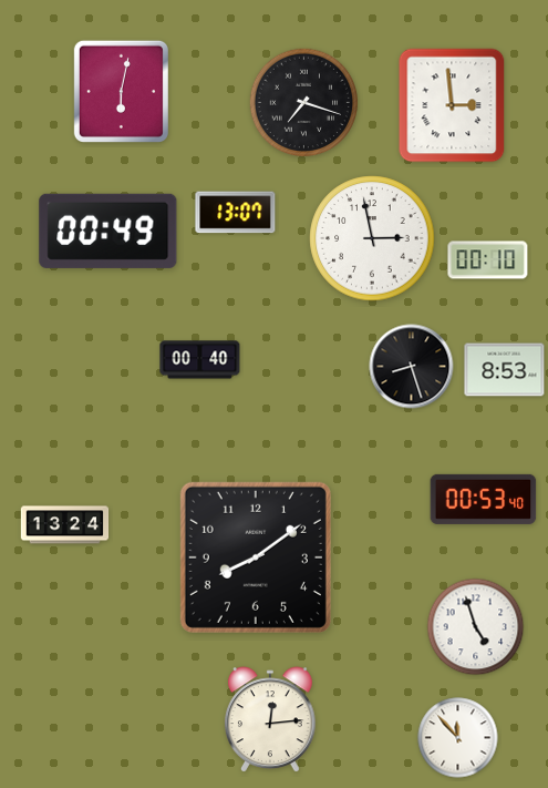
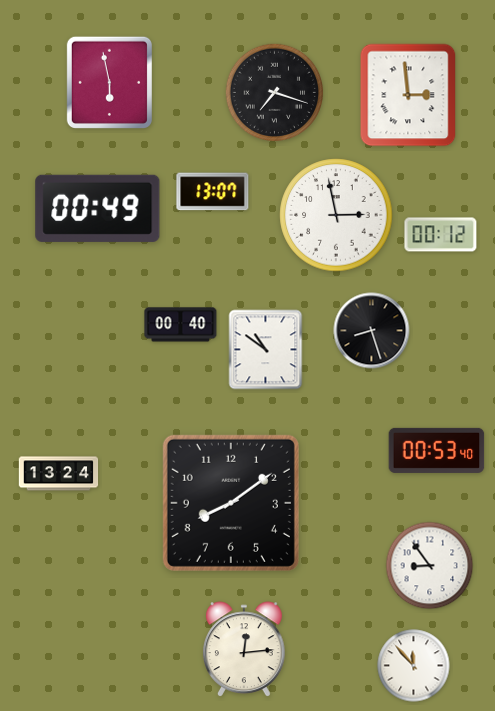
clock at (121, 91): 6:02 -> 5:58
clock at (488, 260): 00:10 -> 00:12
clock at (505, 370): 8:53 -> none
clock at (266, 350): none -> 10:51
clock at (476, 627): 4:57 -> 8:54
